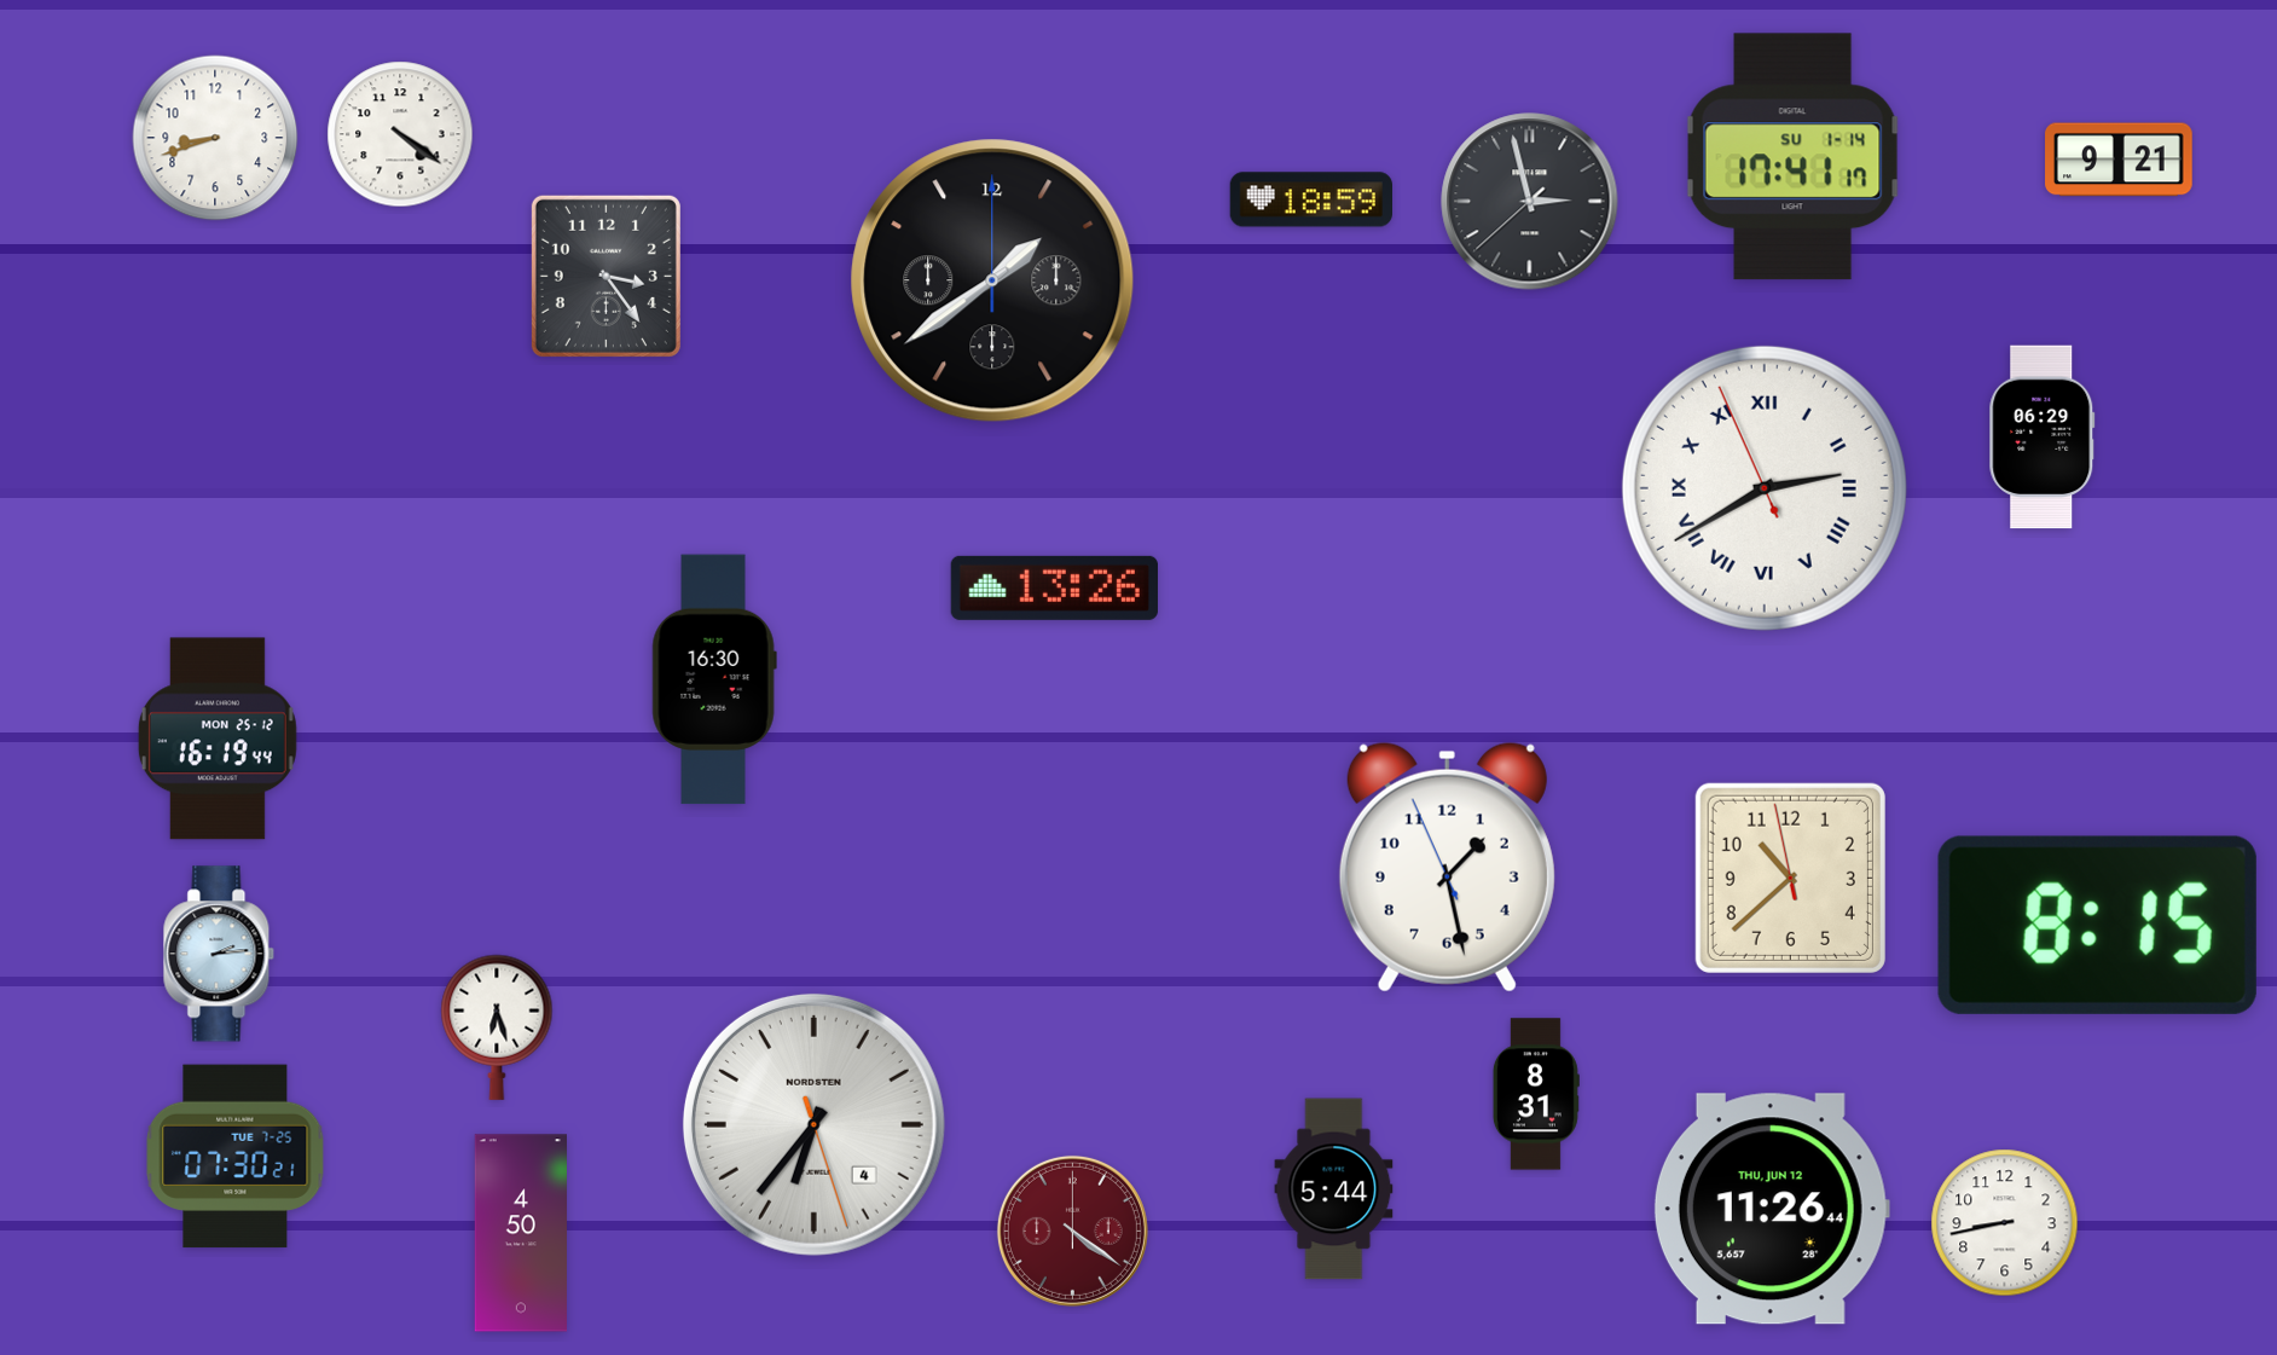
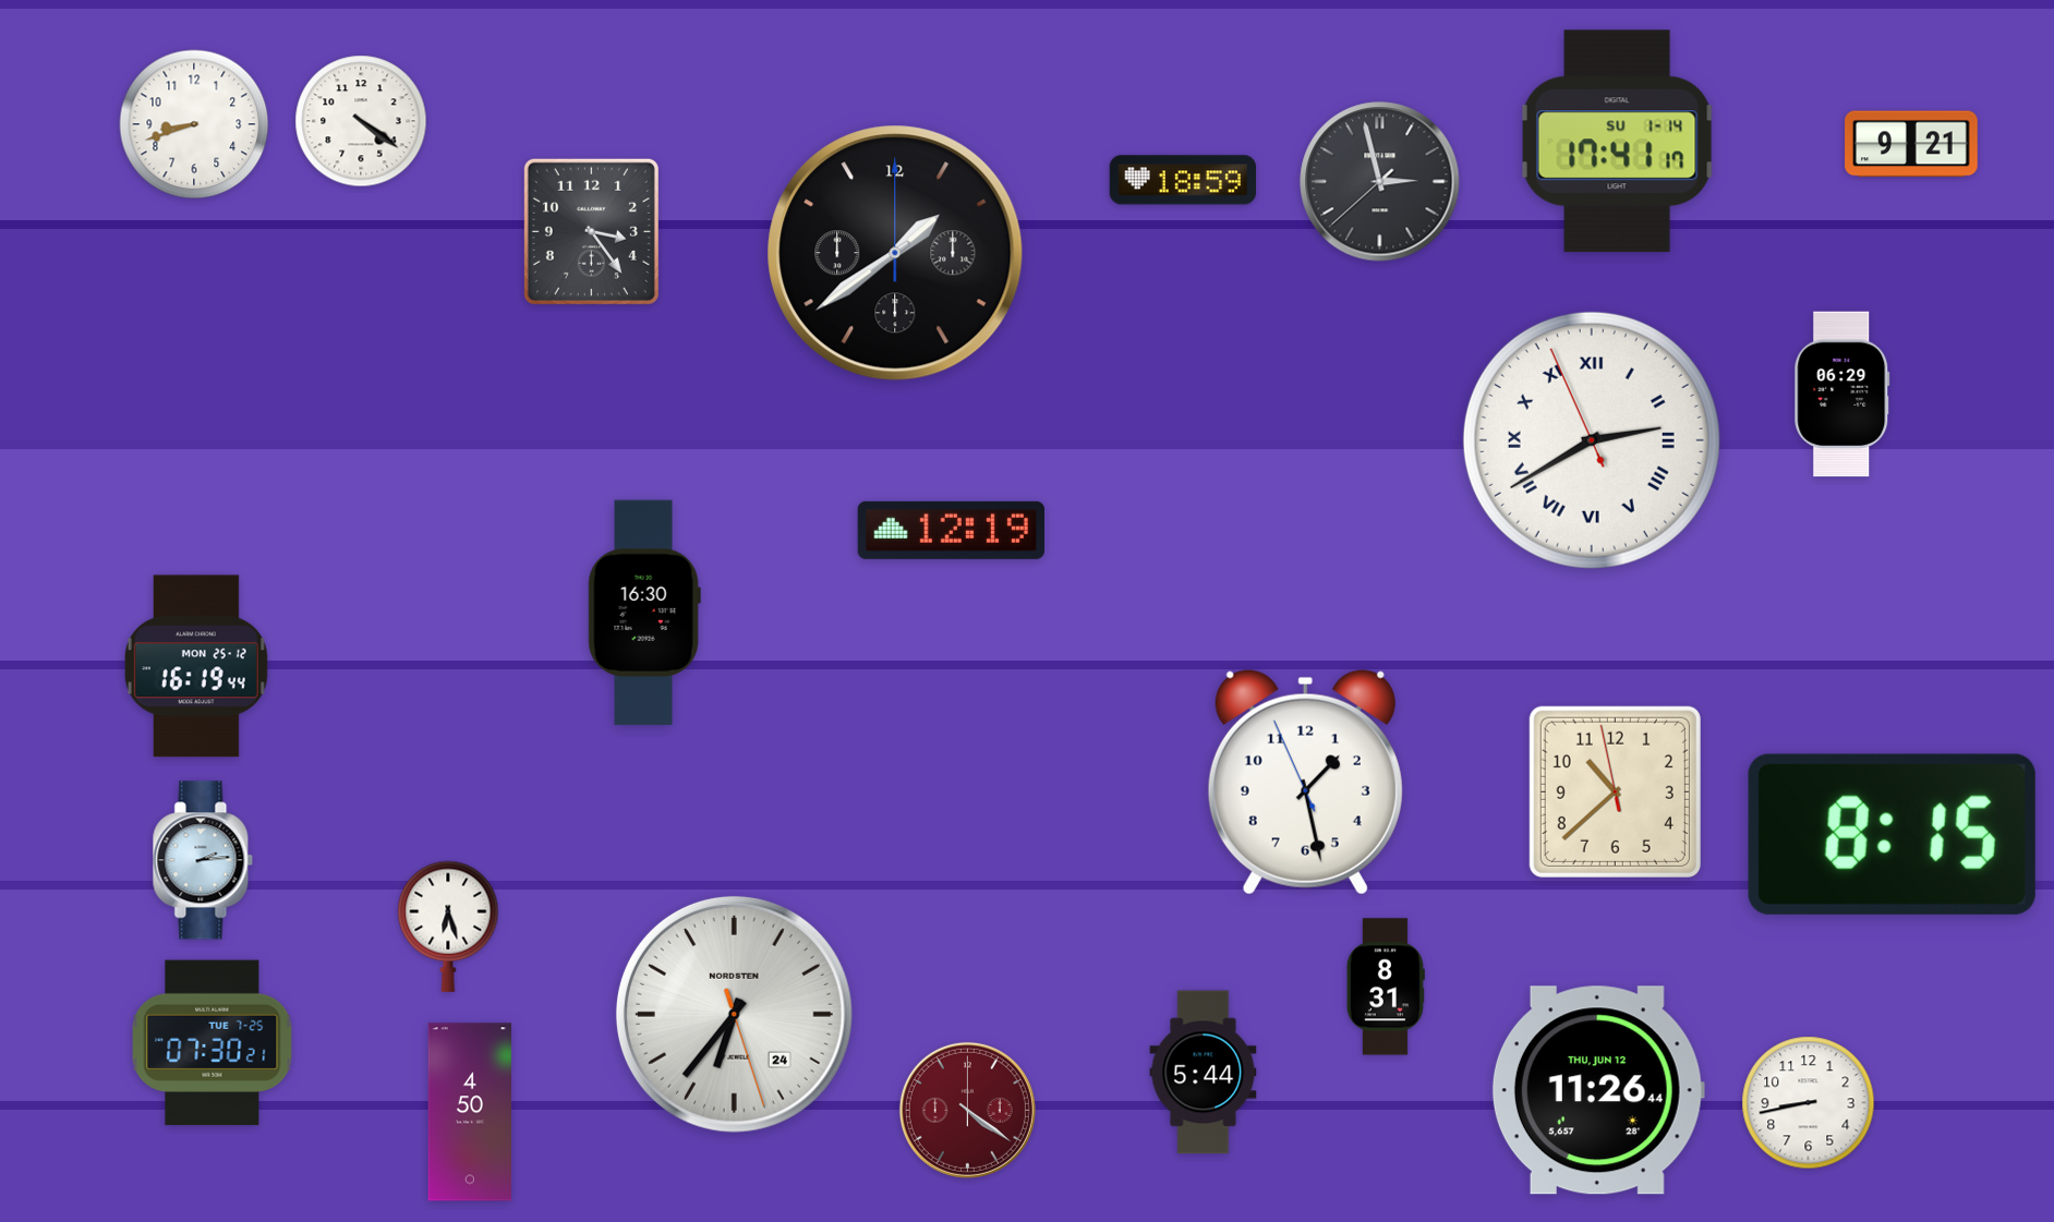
clock at (606, 276) position: (606, 276) -> (591, 231)
clock at (1054, 587): 13:26 -> 12:19
clock at (219, 954) position: (219, 954) -> (203, 860)
clock at (813, 1124) date: 4 -> 24
